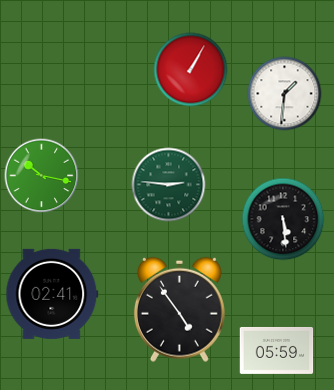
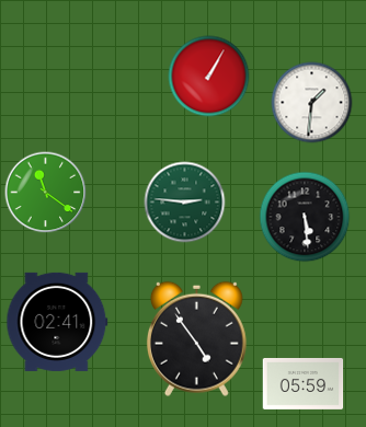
clock at (42, 176): 10:17 -> 11:21
clock at (283, 219) position: (283, 219) -> (305, 217)
